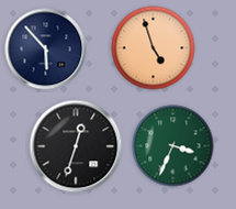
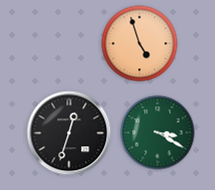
clock at (46, 50): 5:53 -> none
clock at (173, 146): 3:34 -> 3:20
